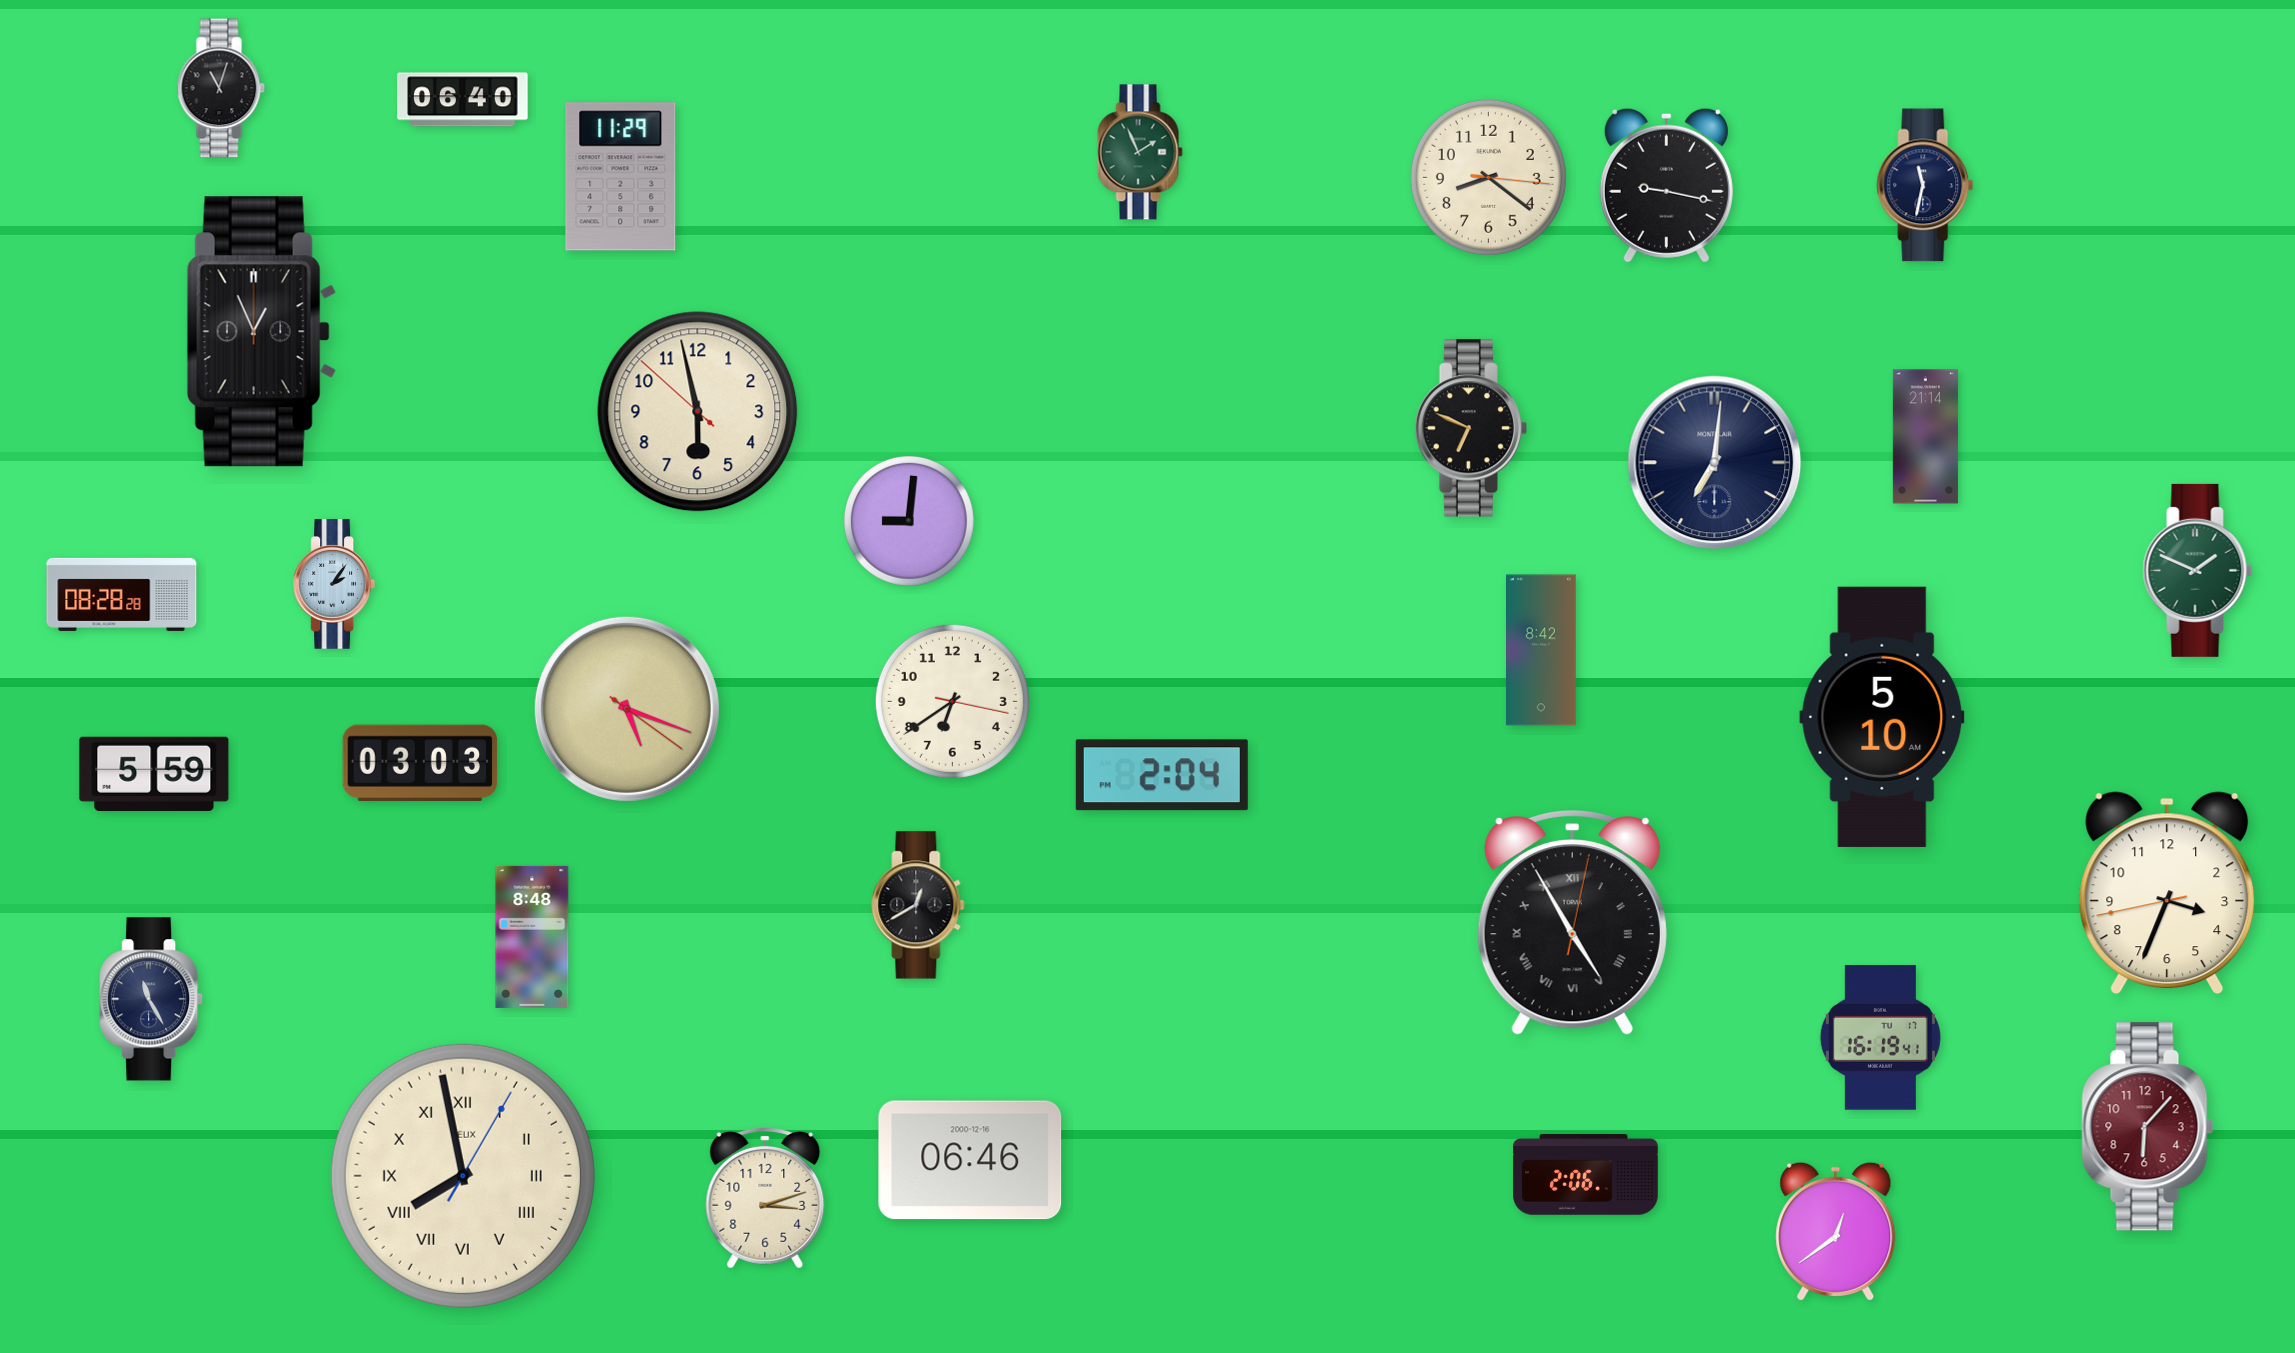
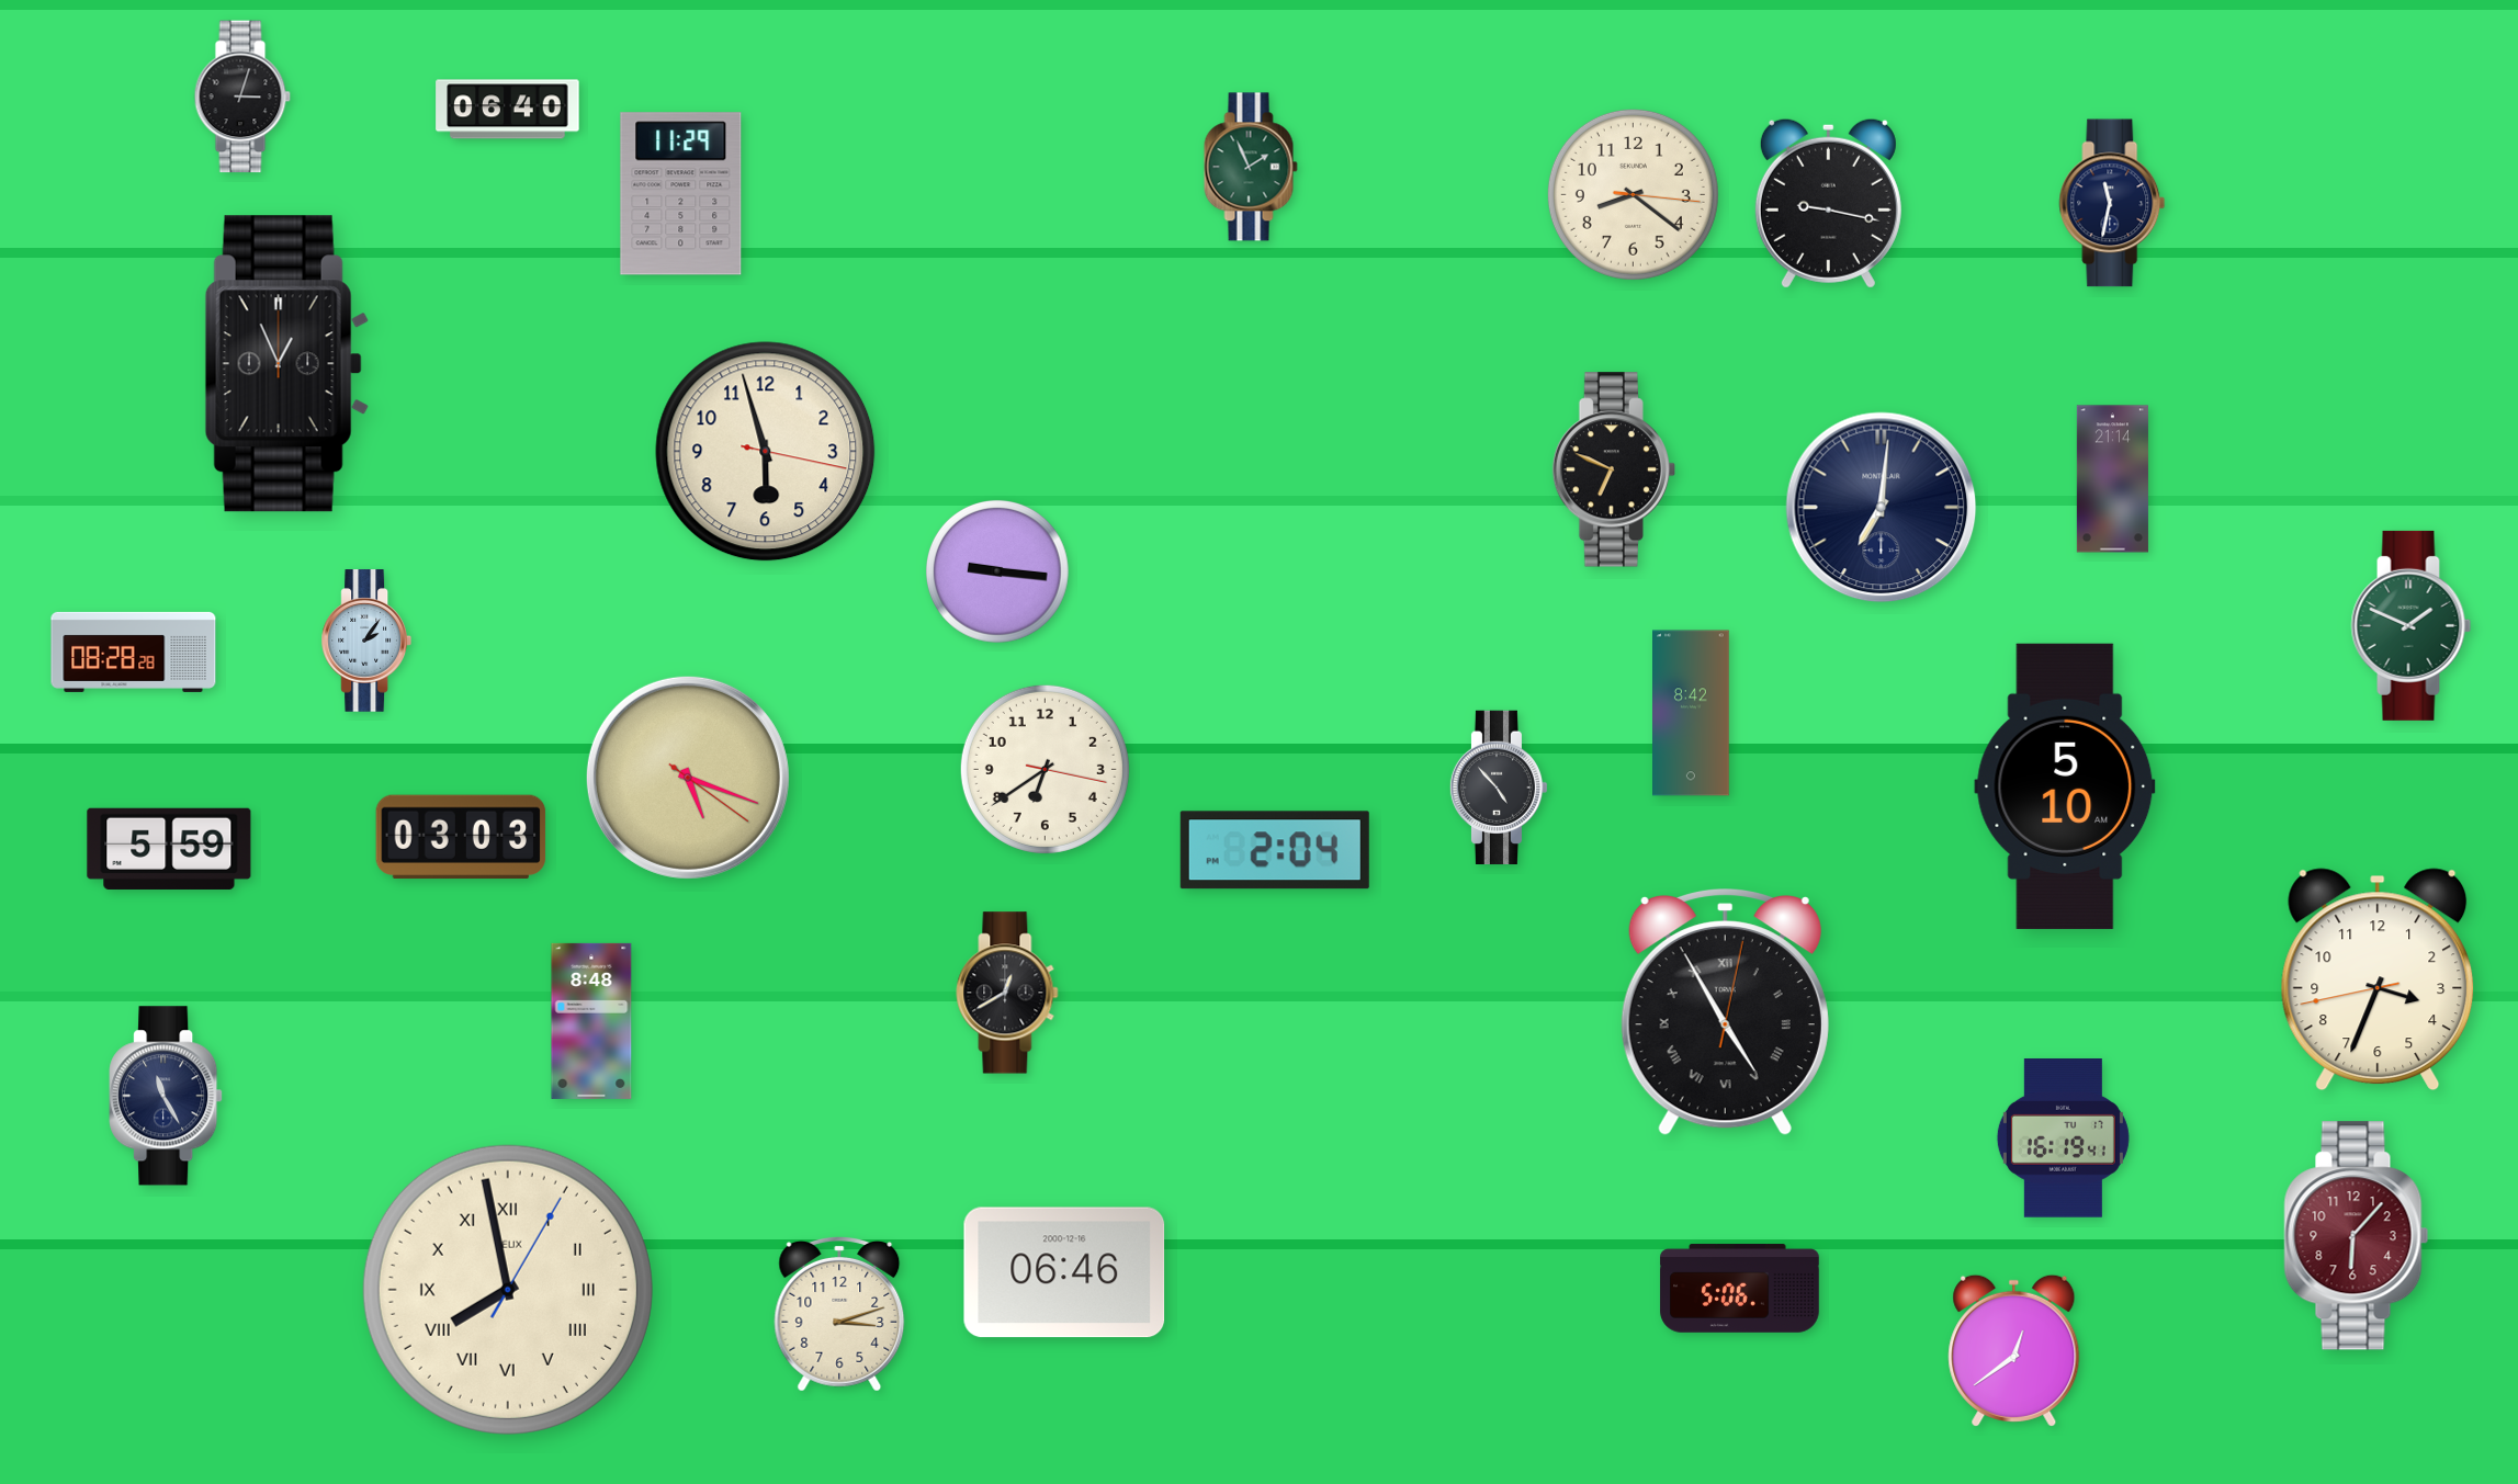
clock at (221, 88): 11:03 -> 3:03
clock at (698, 412): 5:57:52 -> 5:57:17
clock at (909, 521): 9:01 -> 9:16
clock at (1499, 786): none -> 4:53
clock at (532, 937) position: (532, 937) -> (591, 1021)
clock at (1586, 1175): 2:06 -> 5:06
